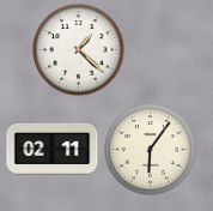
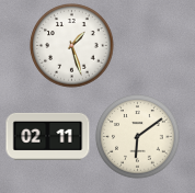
clock at (79, 50): 1:22 -> 1:27
clock at (151, 150): 6:06 -> 6:09
